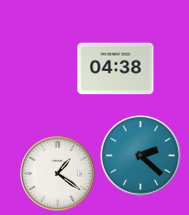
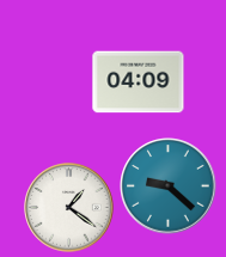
clock at (116, 69): 04:38 -> 04:09
clock at (141, 156): 2:22 -> 9:22
